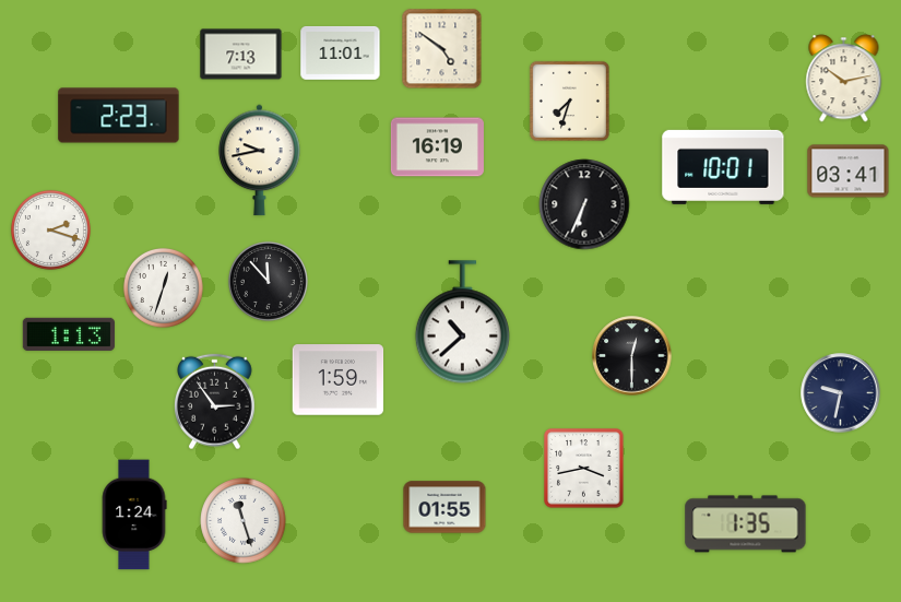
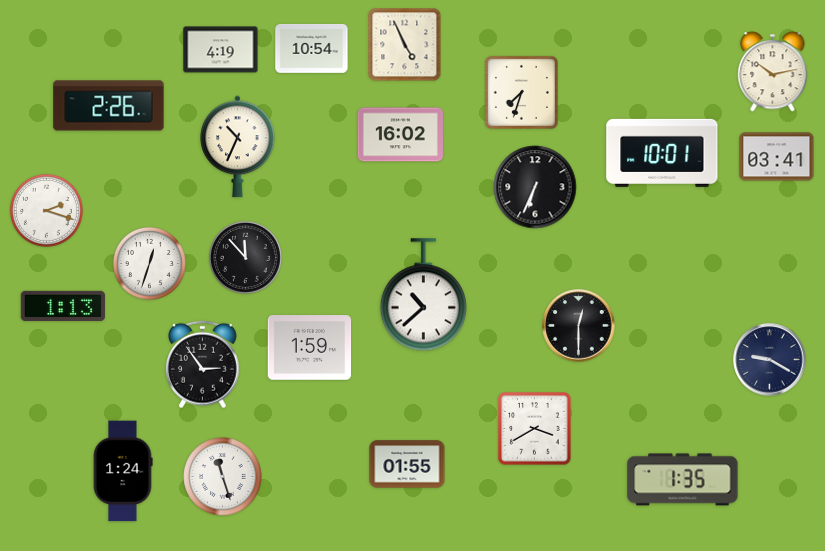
clock at (442, 49): 4:51 -> 4:56
clock at (341, 54): 11:01 -> 10:54
clock at (241, 55): 7:13 -> 4:19
clock at (119, 116): 2:23 -> 2:26
clock at (437, 147): 16:19 -> 16:02
clock at (260, 161): 9:43 -> 10:34
clock at (841, 393): 9:32 -> 9:20
clock at (215, 402) position: (215, 402) -> (203, 365)
clock at (584, 469): 3:43 -> 3:40
